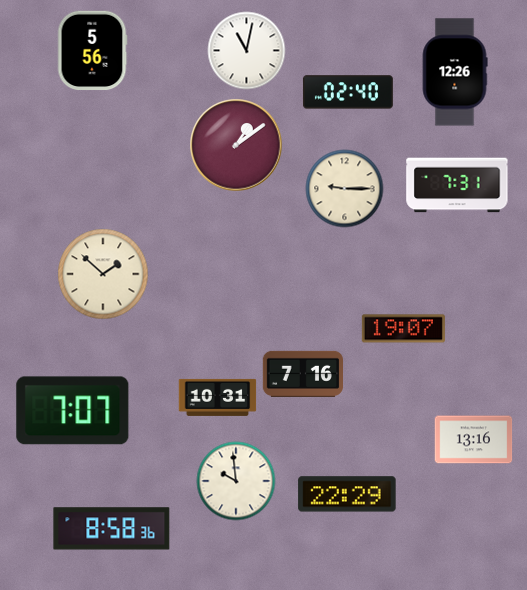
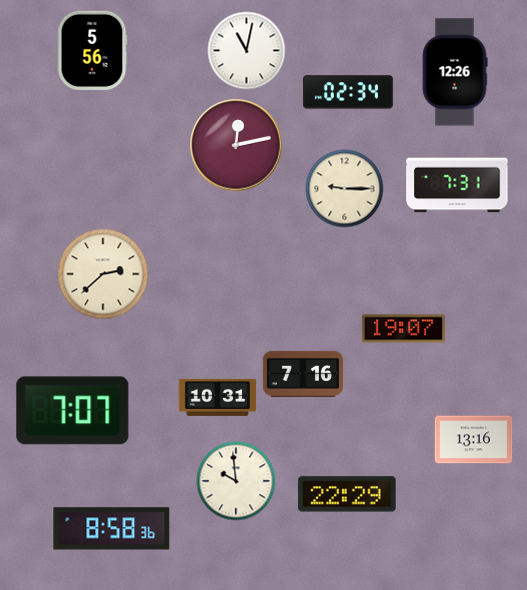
clock at (348, 92): 02:40 -> 02:34
clock at (236, 145): 1:09 -> 12:13
clock at (103, 274): 1:52 -> 2:38
